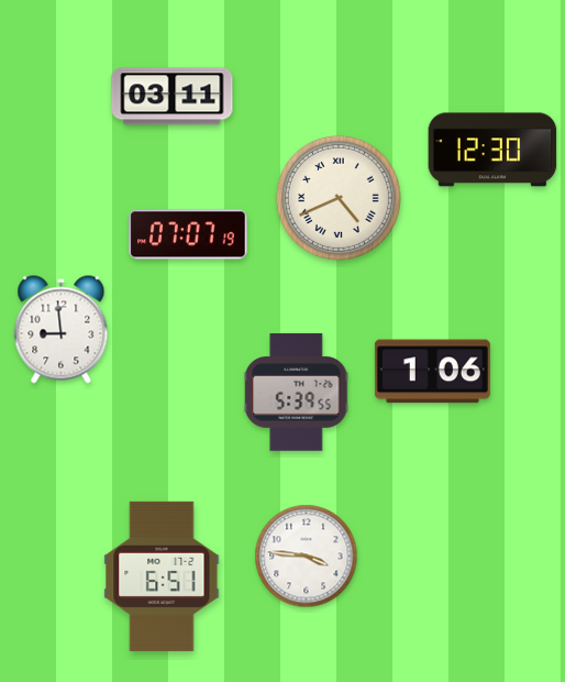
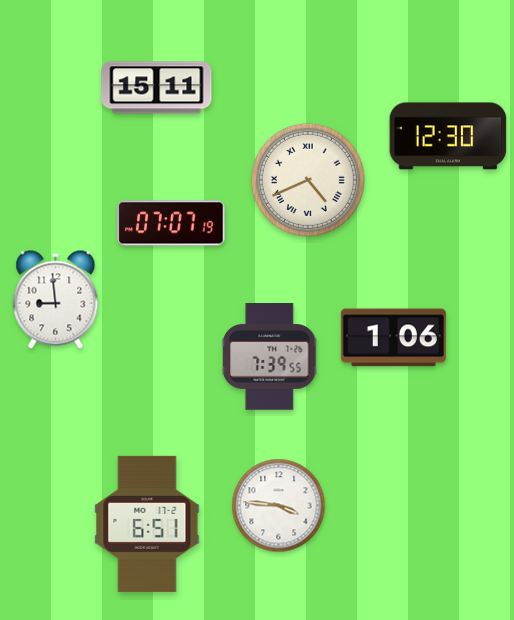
clock at (173, 97): 03:11 -> 15:11
clock at (188, 234) position: (188, 234) -> (171, 223)
clock at (297, 393): 5:39 -> 7:39
